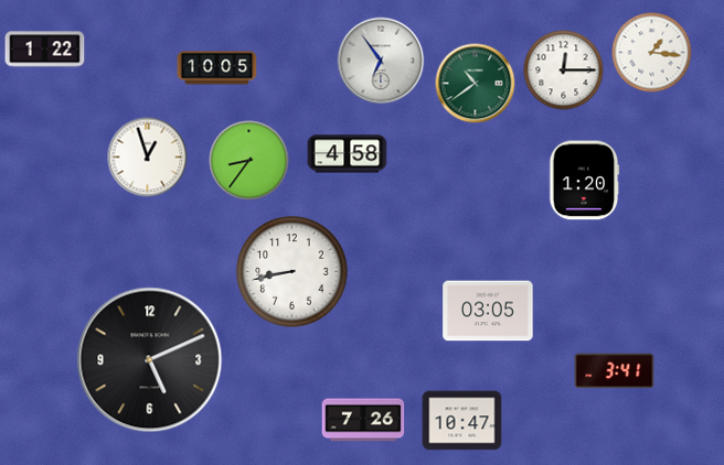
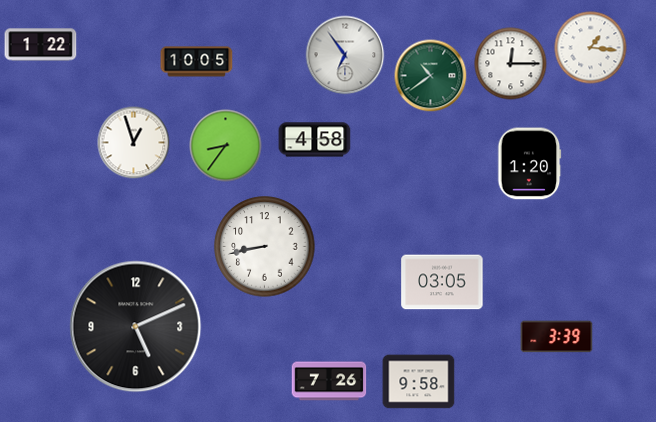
clock at (615, 371): 3:41 -> 3:39
clock at (462, 421): 10:47 -> 9:58
